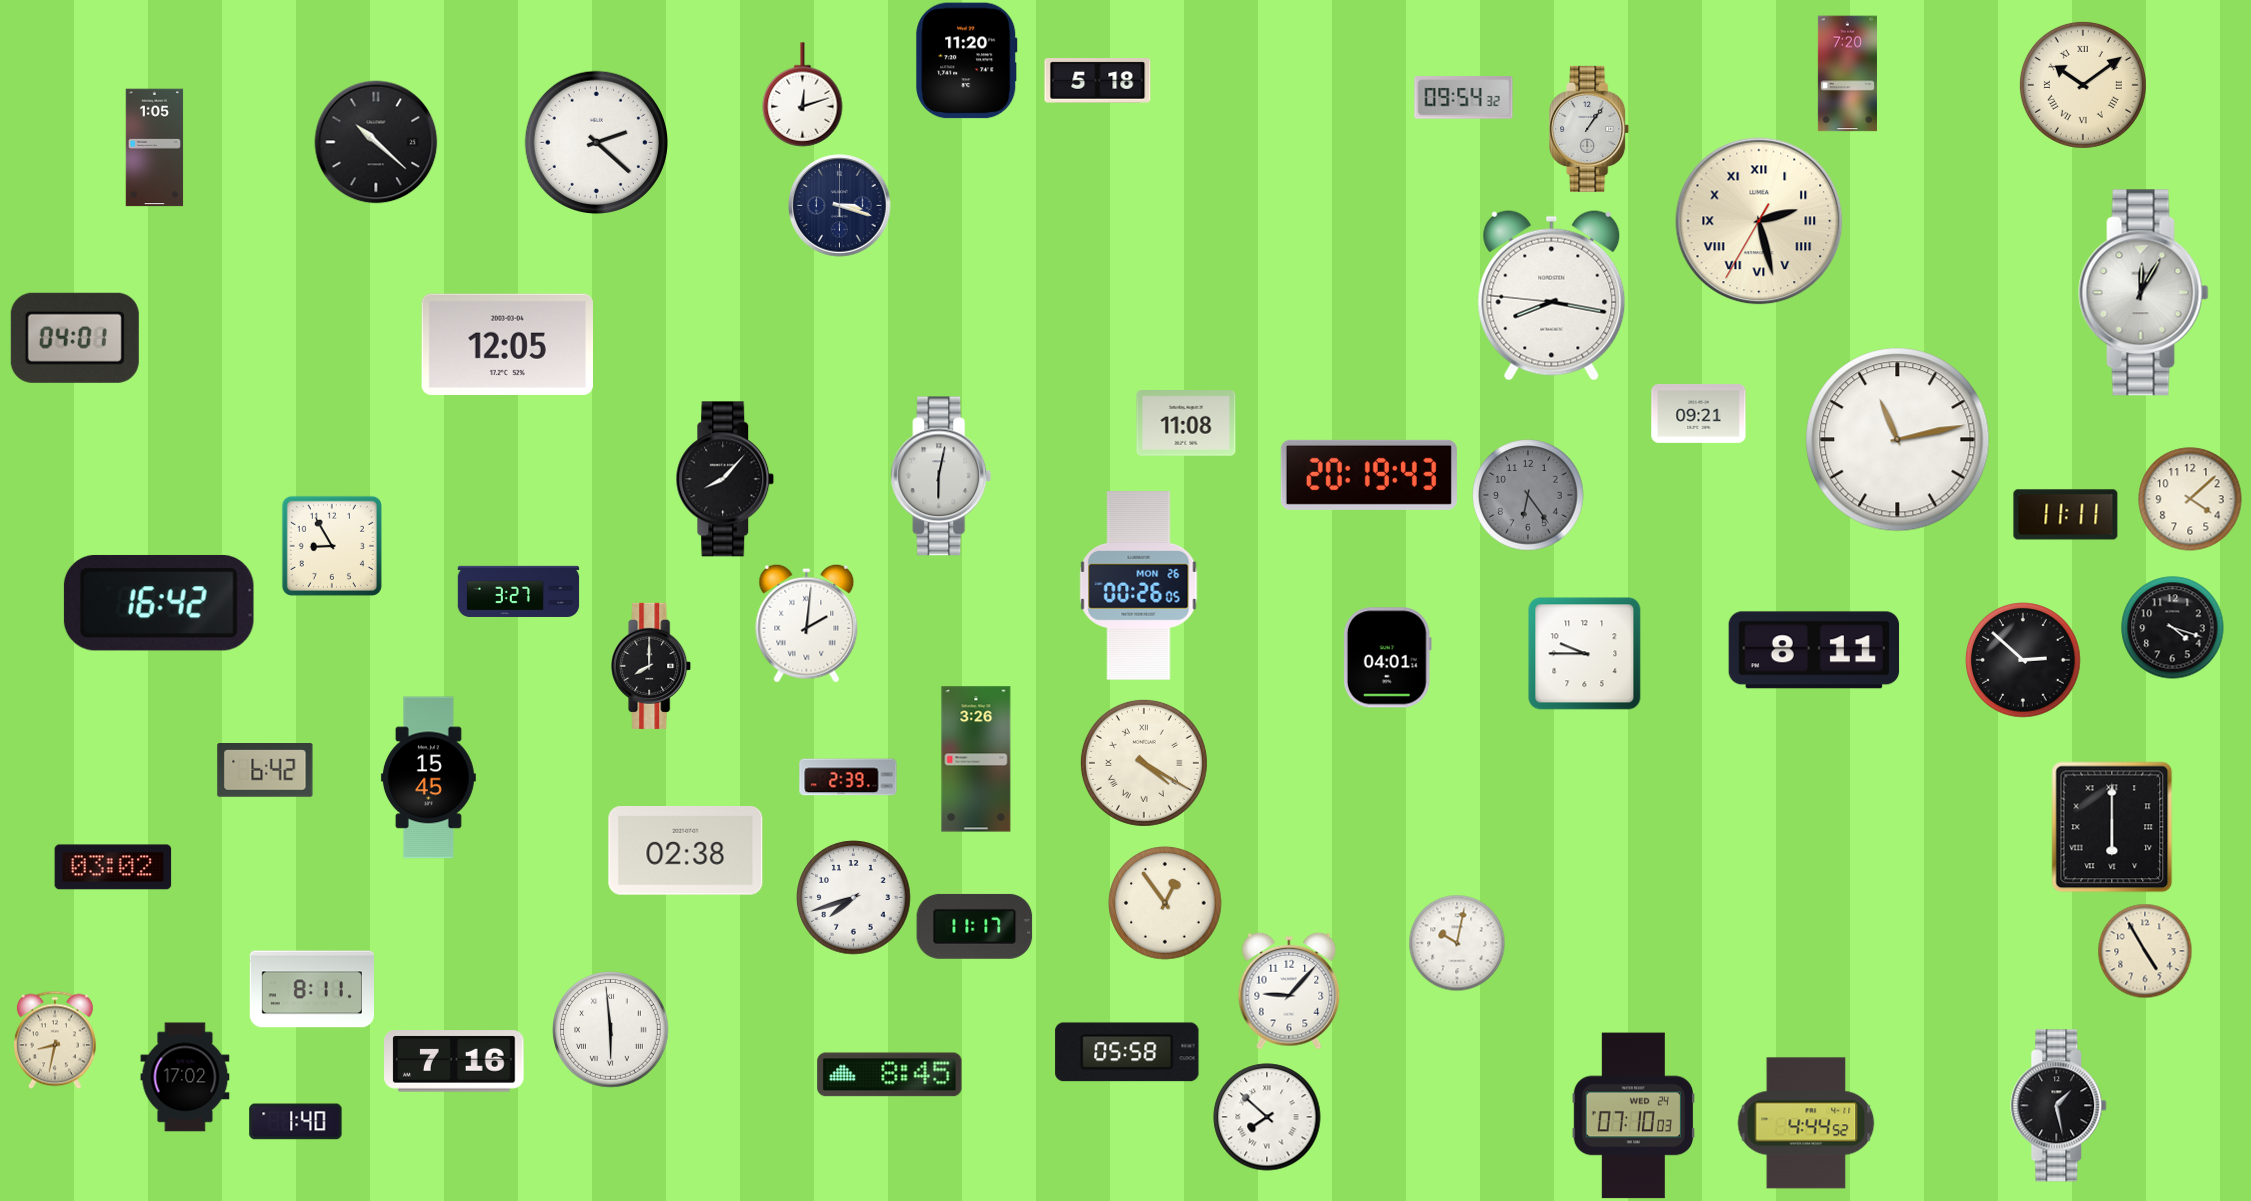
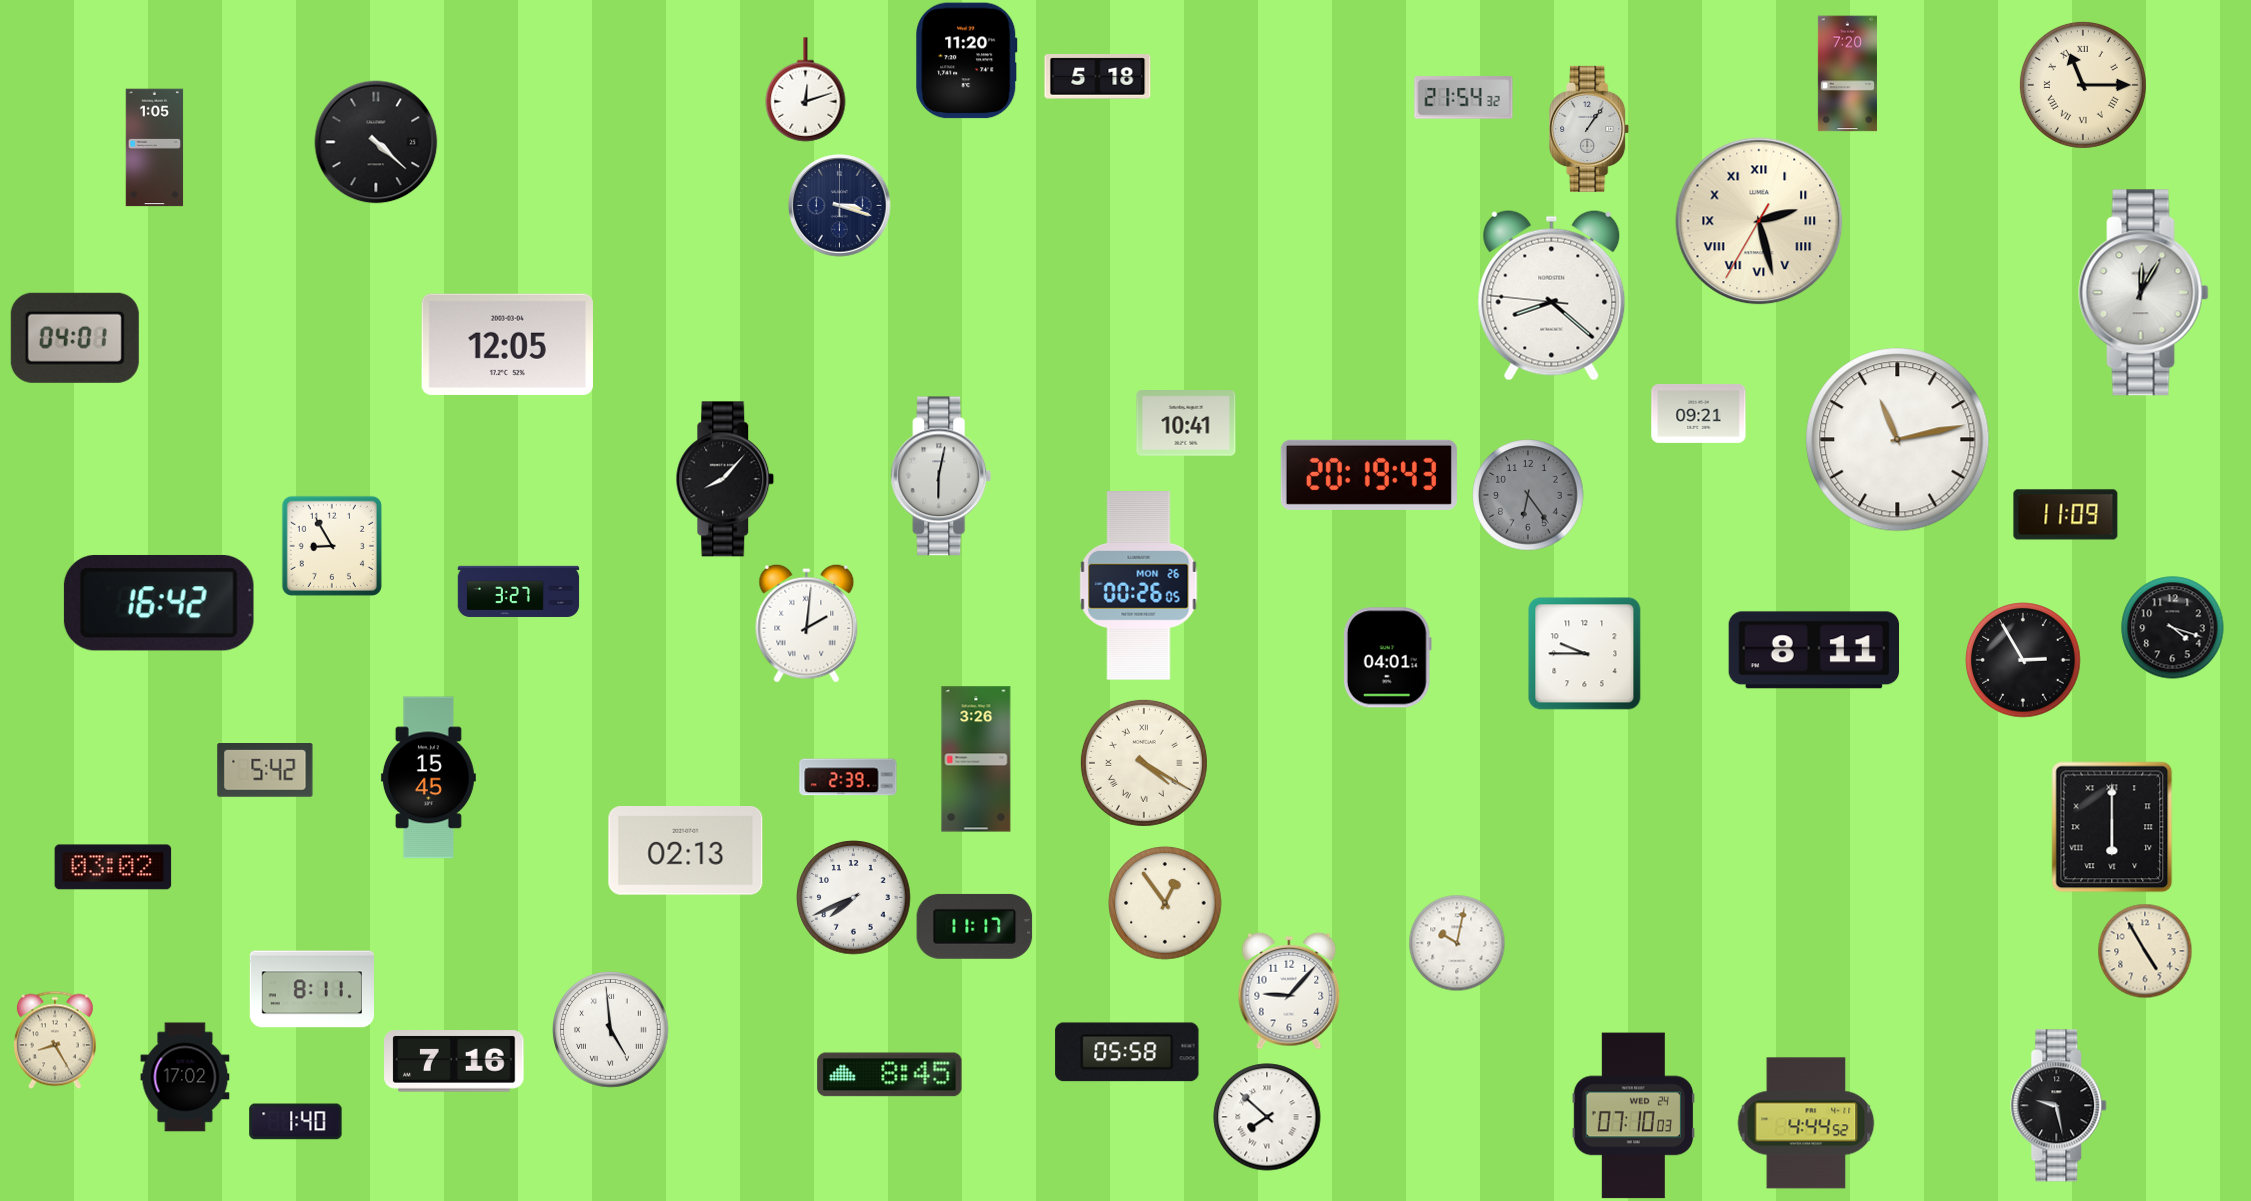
clock at (1098, 81) position: (1098, 81) -> (1098, 77)
clock at (2083, 85): 10:09 -> 11:15
clock at (803, 95) position: (803, 95) -> (806, 90)
clock at (1464, 98): 09:54 -> 21:54
clock at (376, 142): 10:22 -> 4:22
clock at (596, 142): 2:22 -> none
clock at (1552, 295): 8:16 -> 8:21
clock at (1186, 424): 11:08 -> 10:41
clock at (2190, 499): 4:08 -> none
clock at (2066, 515): 11:11 -> 11:09
clock at (2023, 660): 2:52 -> 2:55
clock at (652, 666): 8:00 -> none
clock at (265, 771): 6:42 -> 5:42
clock at (686, 851): 02:38 -> 02:13
clock at (854, 898): 7:42 -> 7:41
clock at (611, 1030): 5:59 -> 4:59
clock at (55, 1040): 8:32 -> 8:25
clock at (2059, 1106): 1:28 -> 9:28
